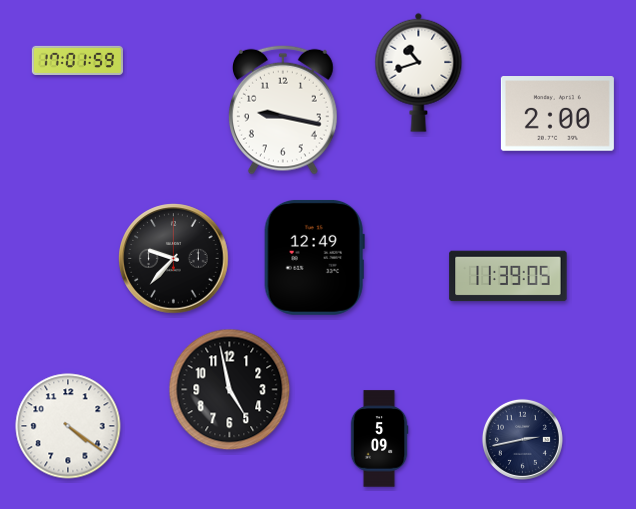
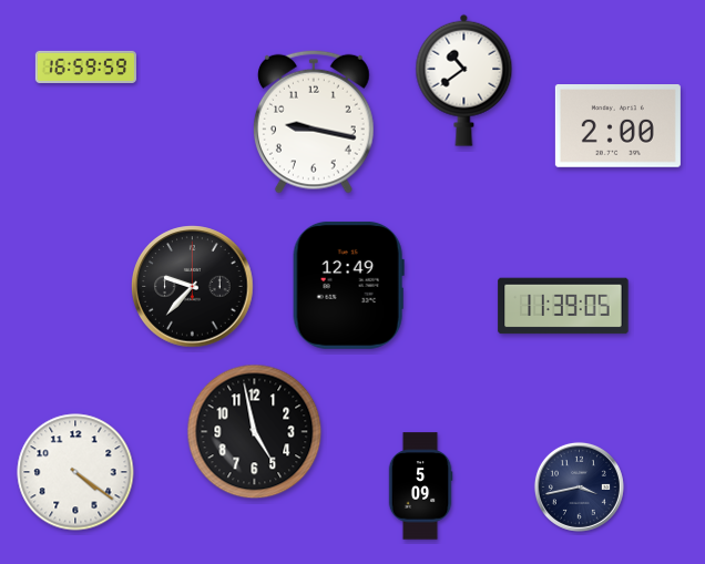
clock at (77, 60): 17:01 -> 16:59
clock at (419, 72): 10:42 -> 10:39
clock at (522, 439): 2:43 -> 3:43
